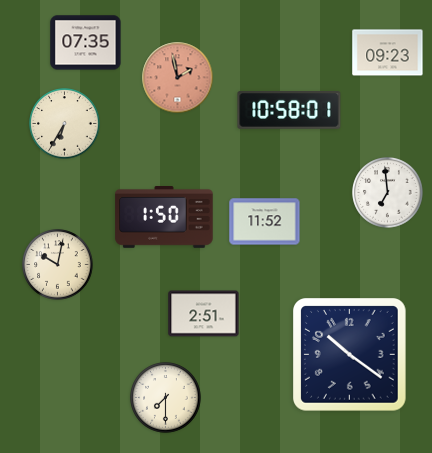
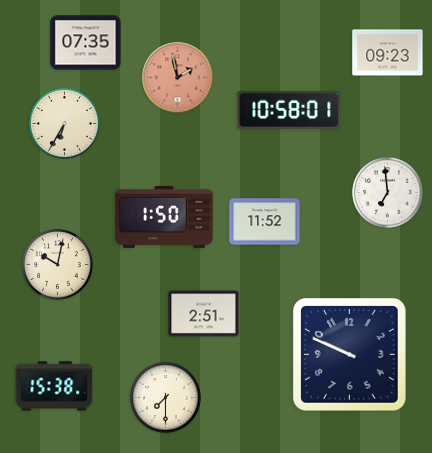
clock at (350, 355): 10:21 -> 9:49
clock at (54, 386): none -> 15:38
